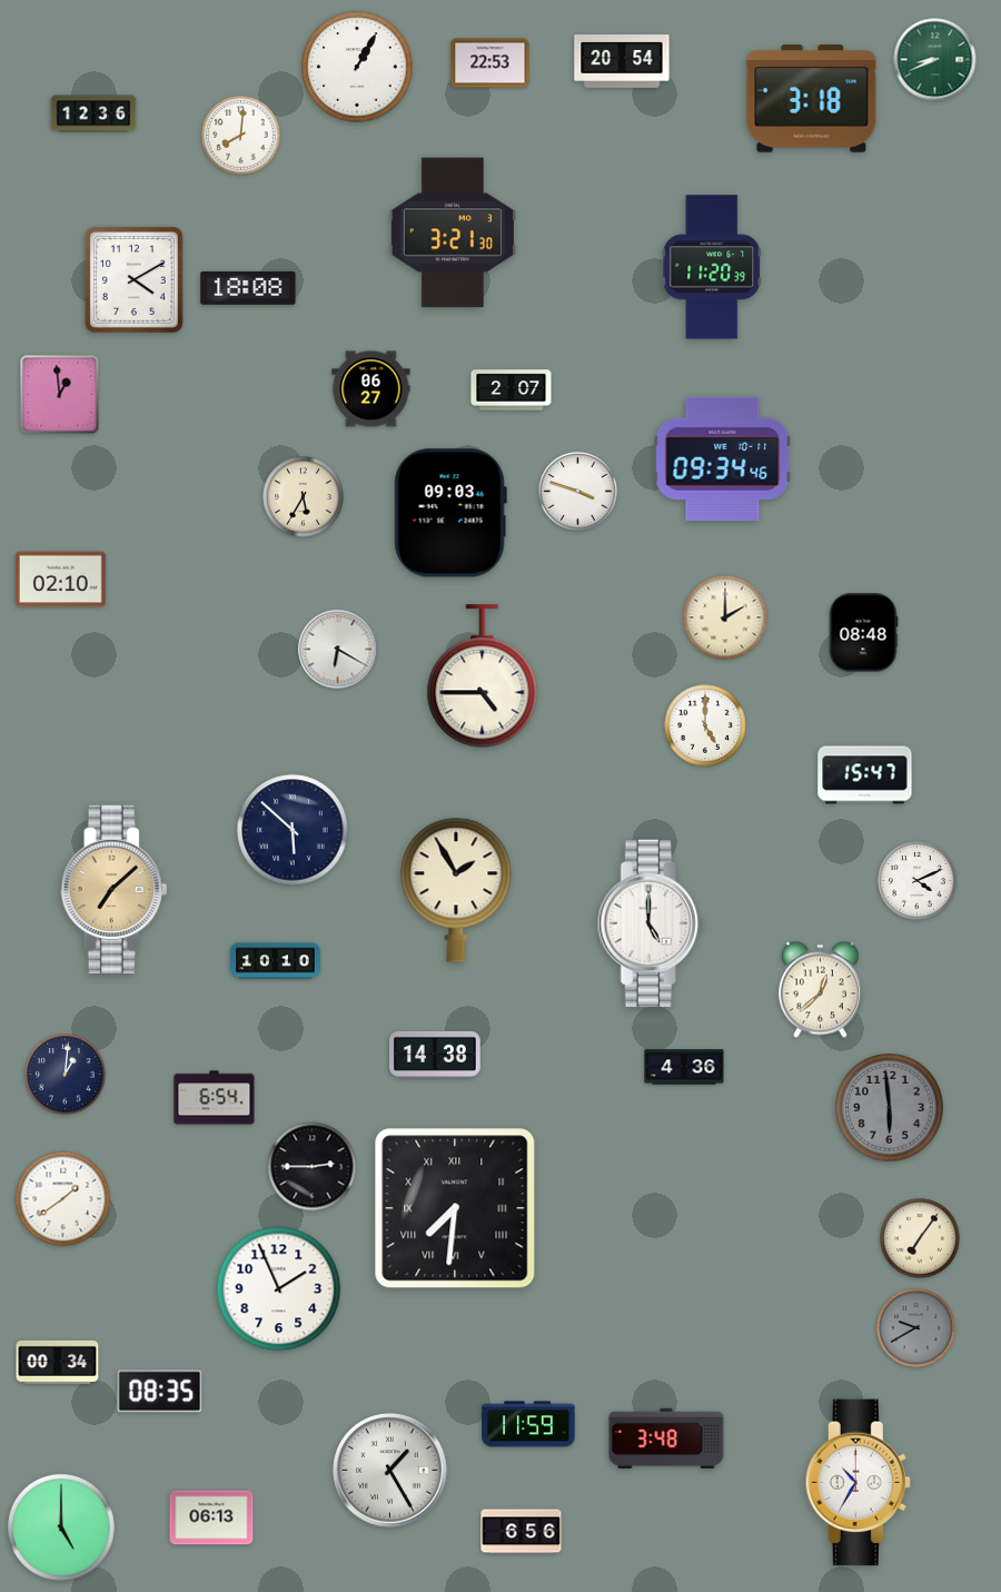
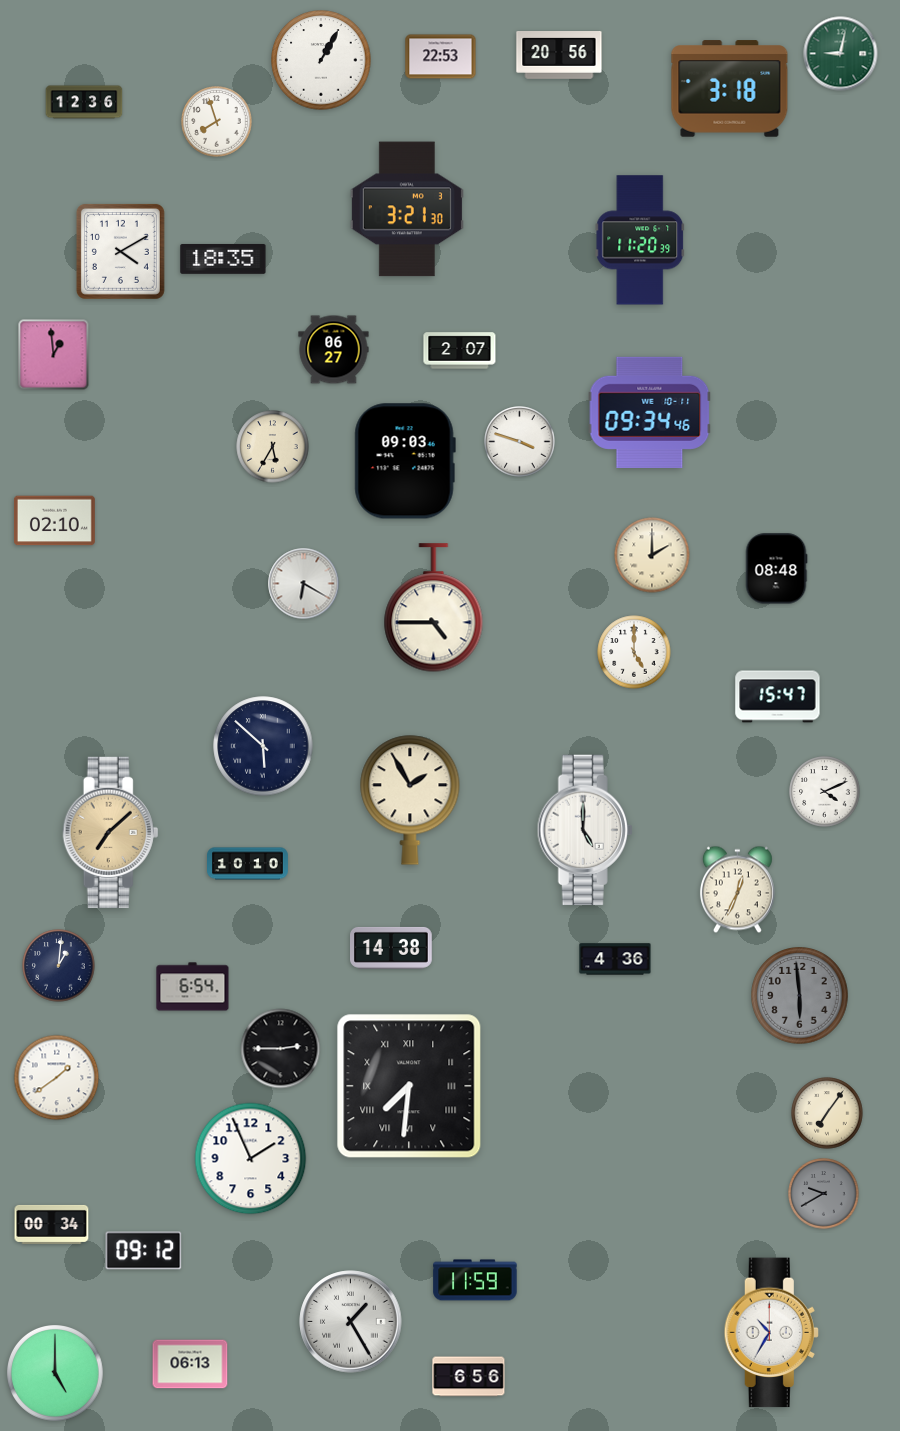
clock at (935, 60): 8:41 -> 9:02
clock at (622, 62): 20:54 -> 20:56
clock at (241, 136): 8:01 -> 7:57
clock at (248, 288): 18:08 -> 18:35
clock at (115, 889) position: (115, 889) -> (111, 832)
clock at (820, 990): 12:38 -> 12:34
clock at (160, 1392): 08:35 -> 09:12
clock at (666, 1438): 3:48 -> none
